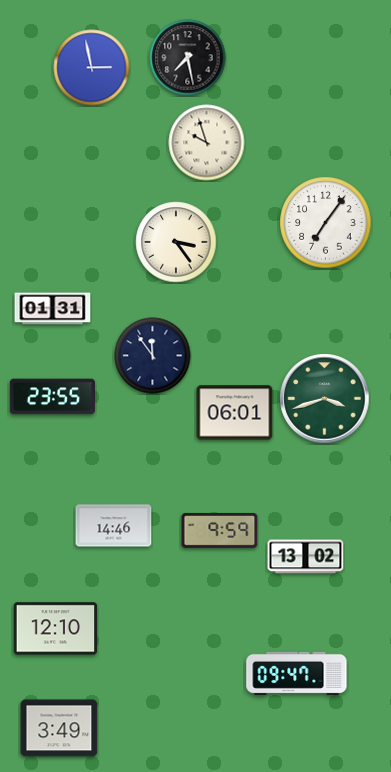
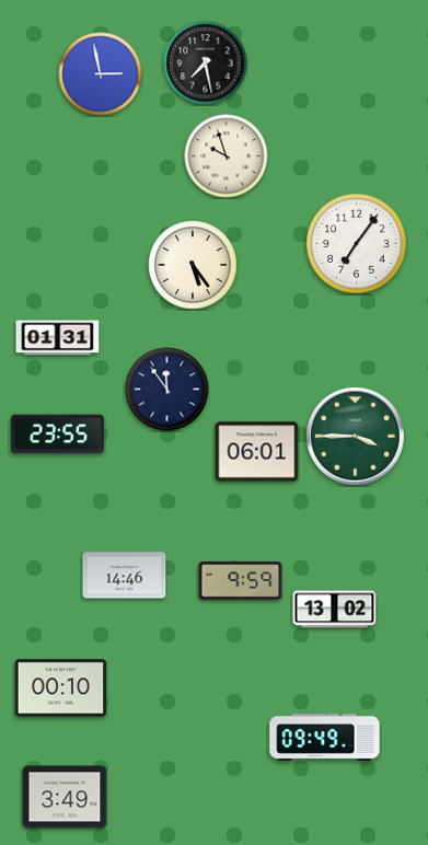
clock at (176, 242): 3:24 -> 5:24
clock at (325, 399): 3:42 -> 3:45
clock at (56, 629): 12:10 -> 00:10
clock at (297, 673): 09:47 -> 09:49
